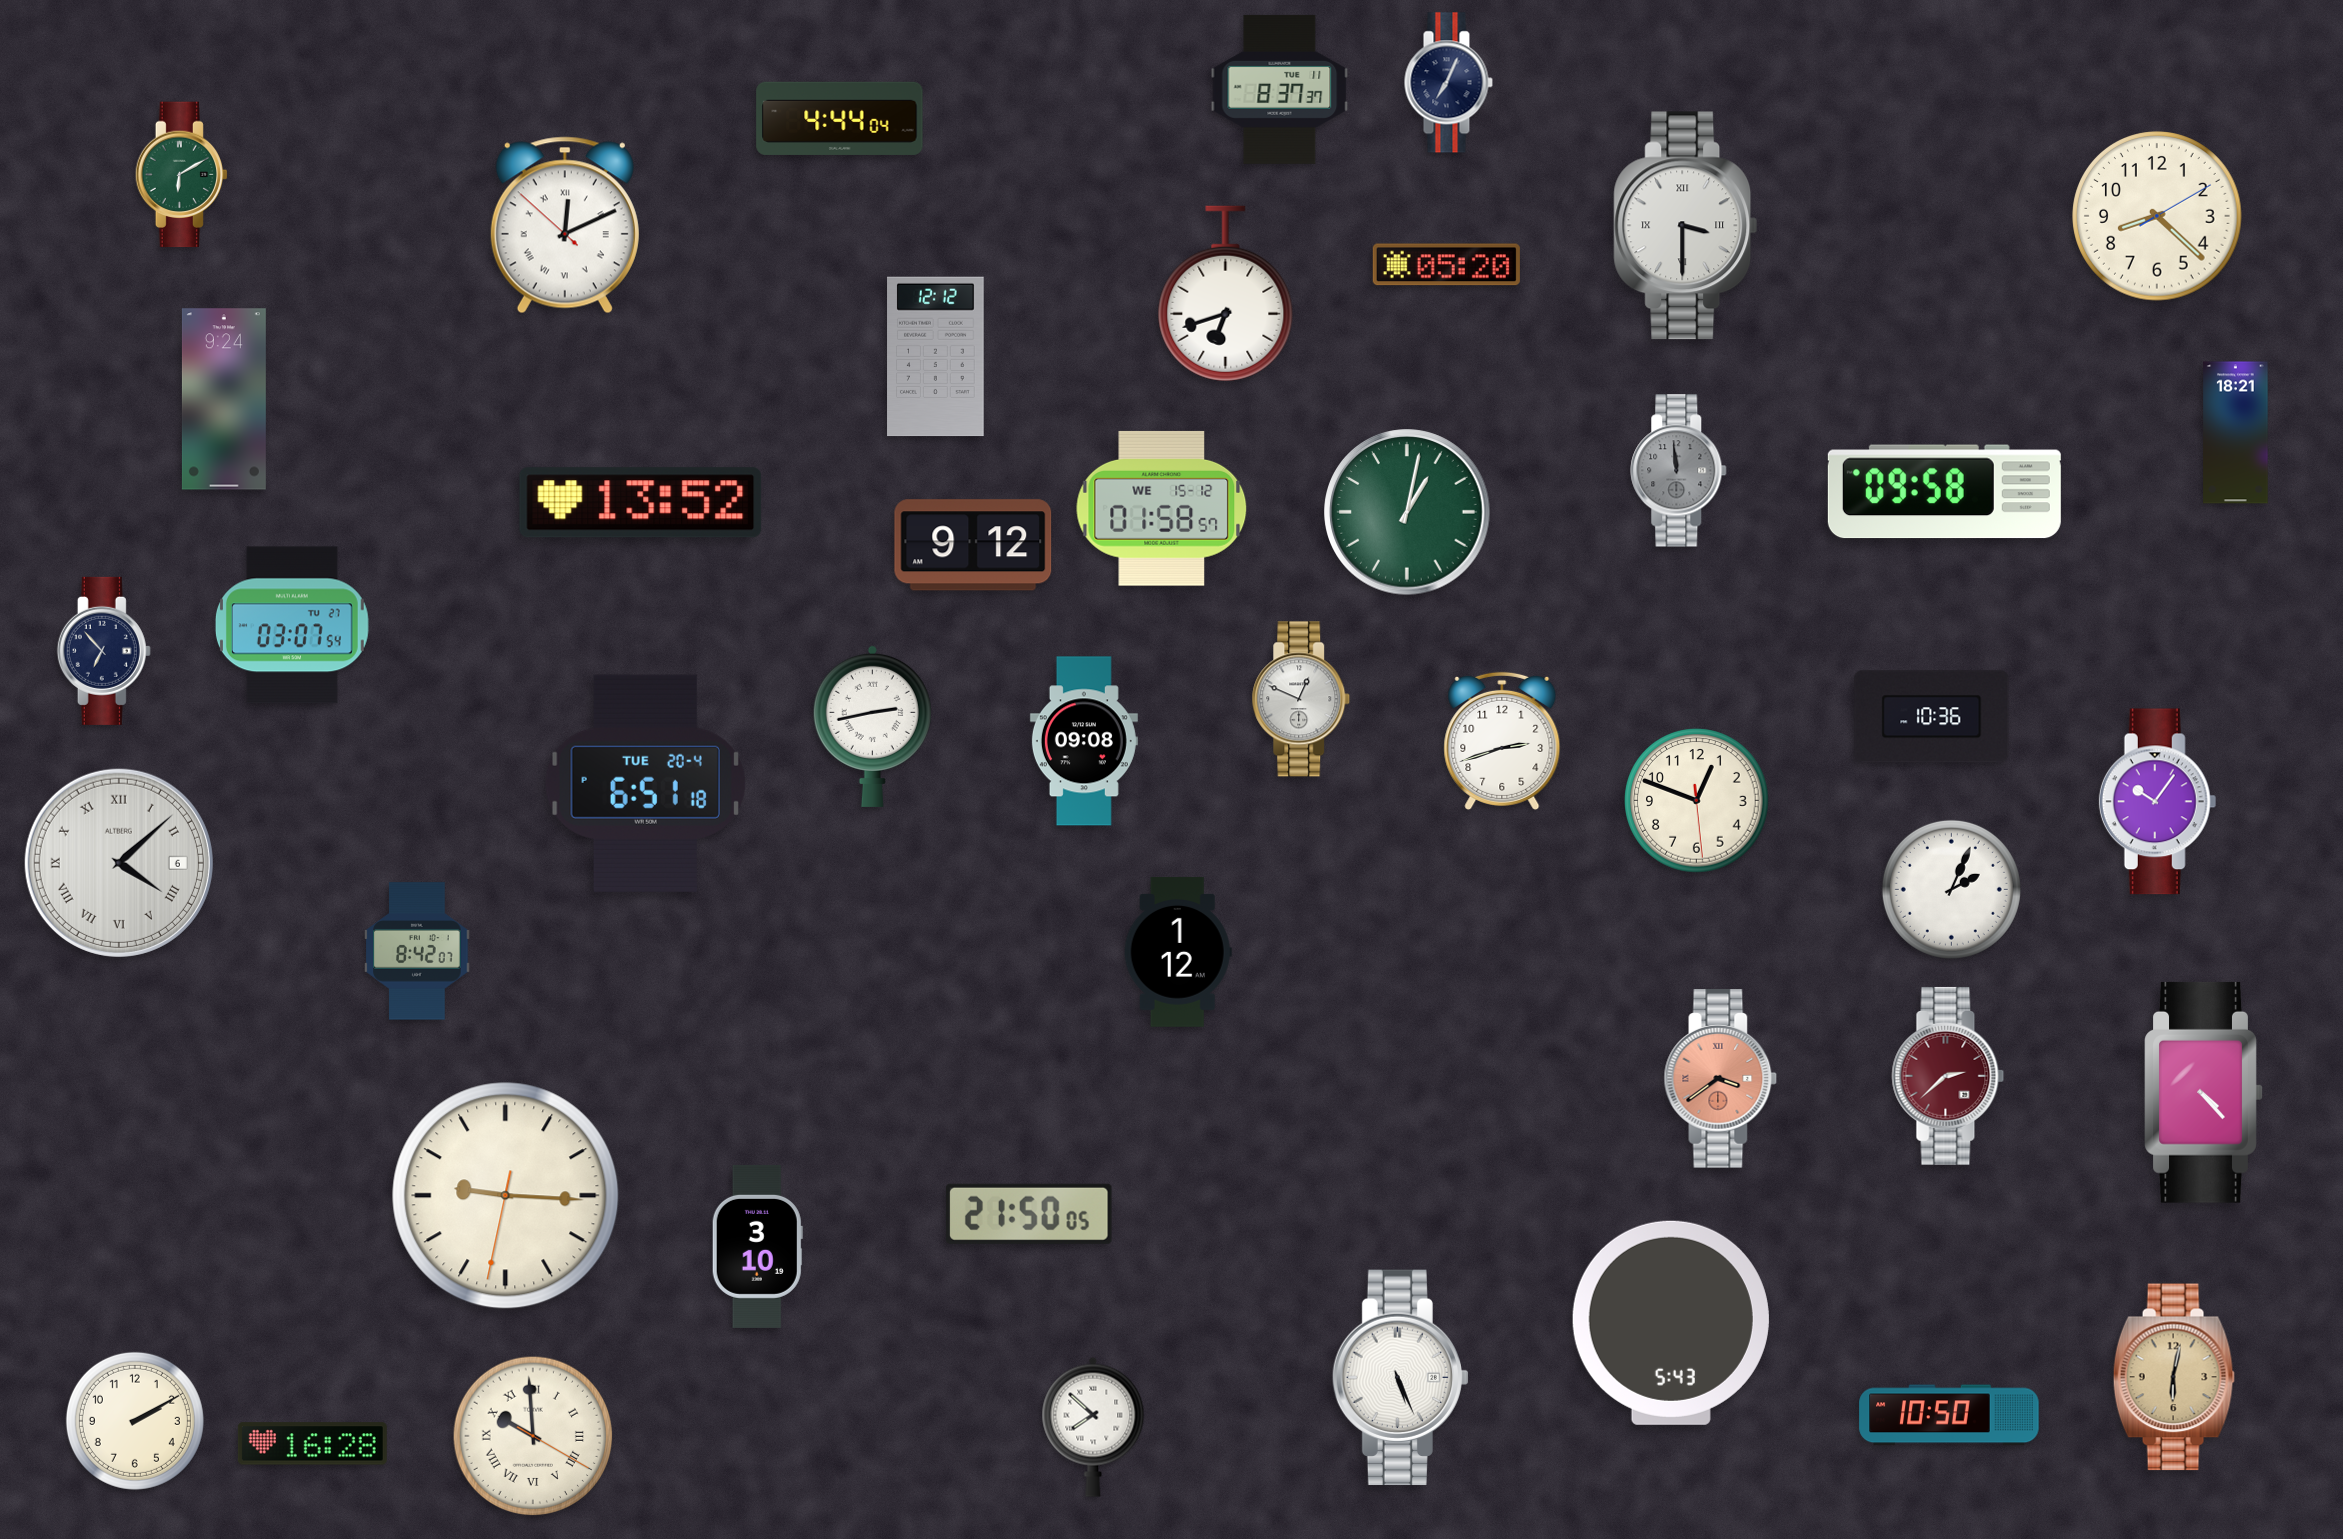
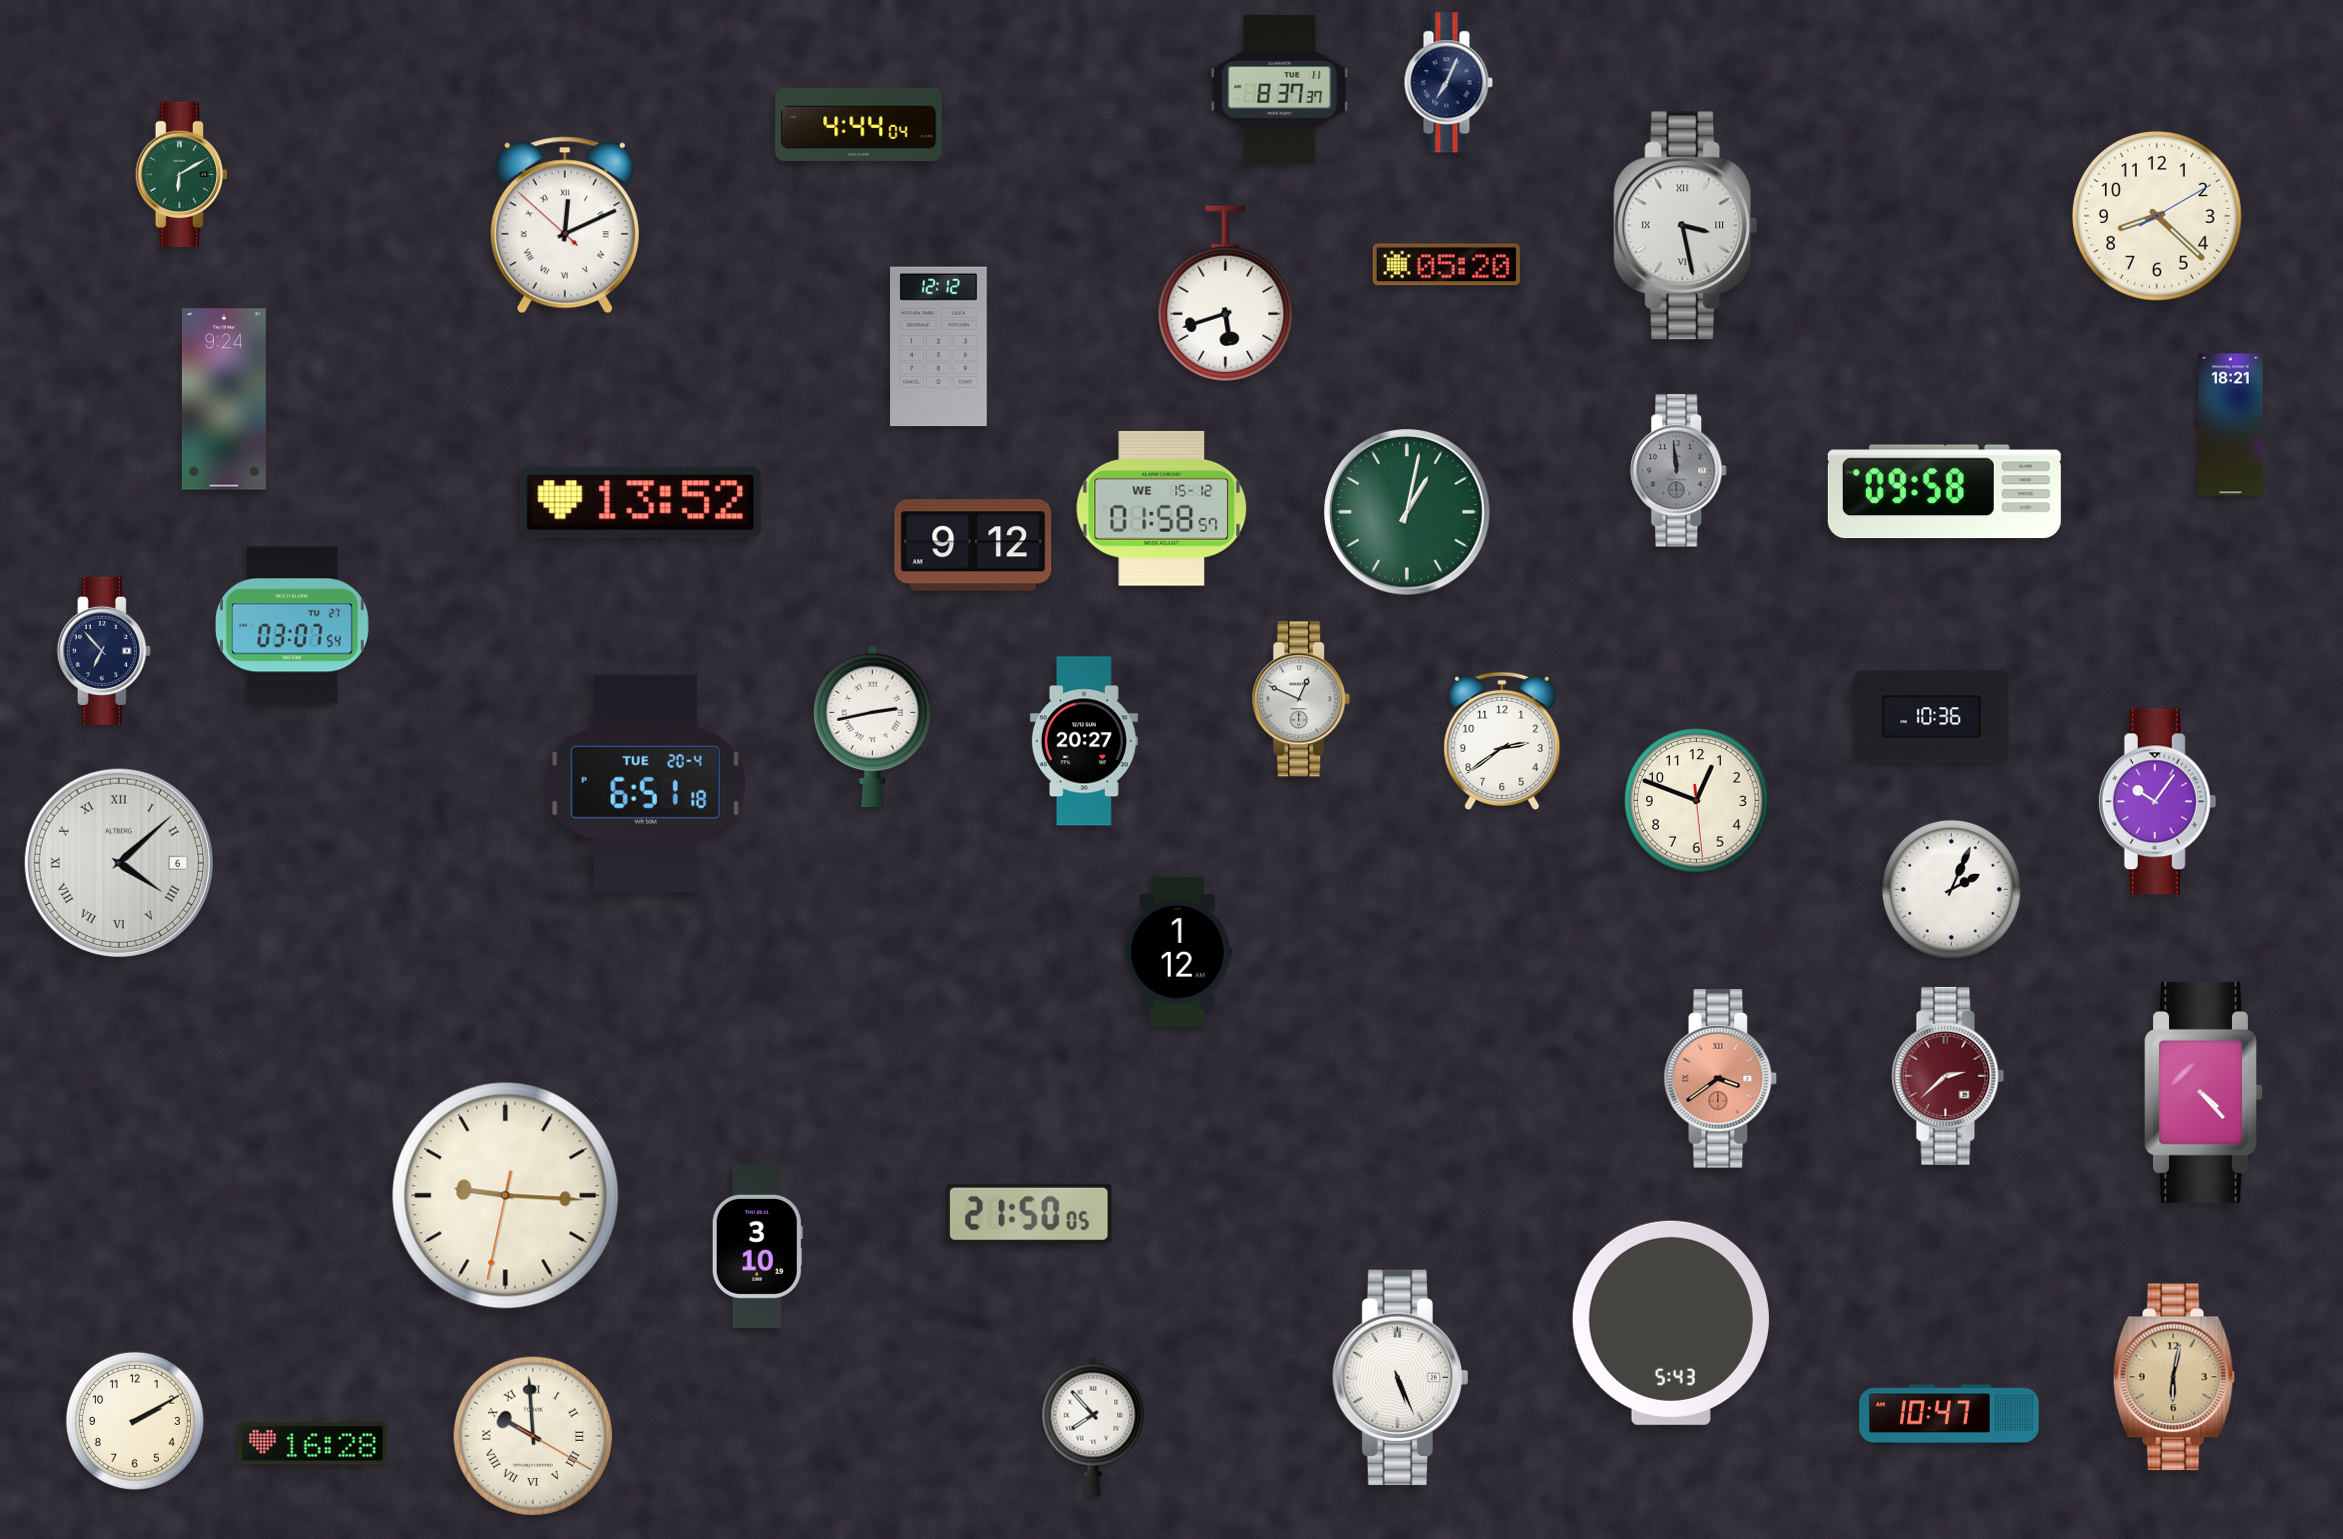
clock at (840, 118) position: (840, 118) -> (859, 124)
clock at (1686, 226): 3:30 -> 3:28
clock at (1226, 294): 6:42 -> 5:42
clock at (936, 357) position: (936, 357) -> (939, 347)
clock at (2236, 433) position: (2236, 433) -> (2231, 425)
clock at (1084, 741): 09:08 -> 20:27
clock at (1502, 741): 2:42 -> 2:39
clock at (417, 951): 8:42 -> none
clock at (1949, 1415): 10:50 -> 10:47
clock at (1093, 1427): 7:52 -> 7:53
